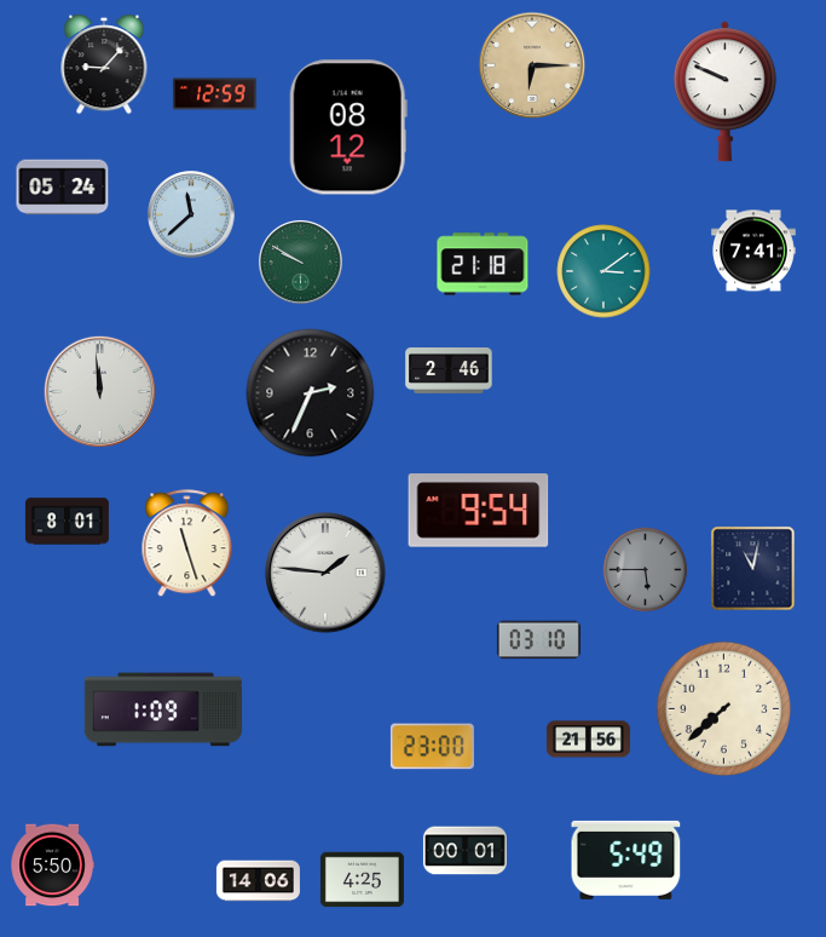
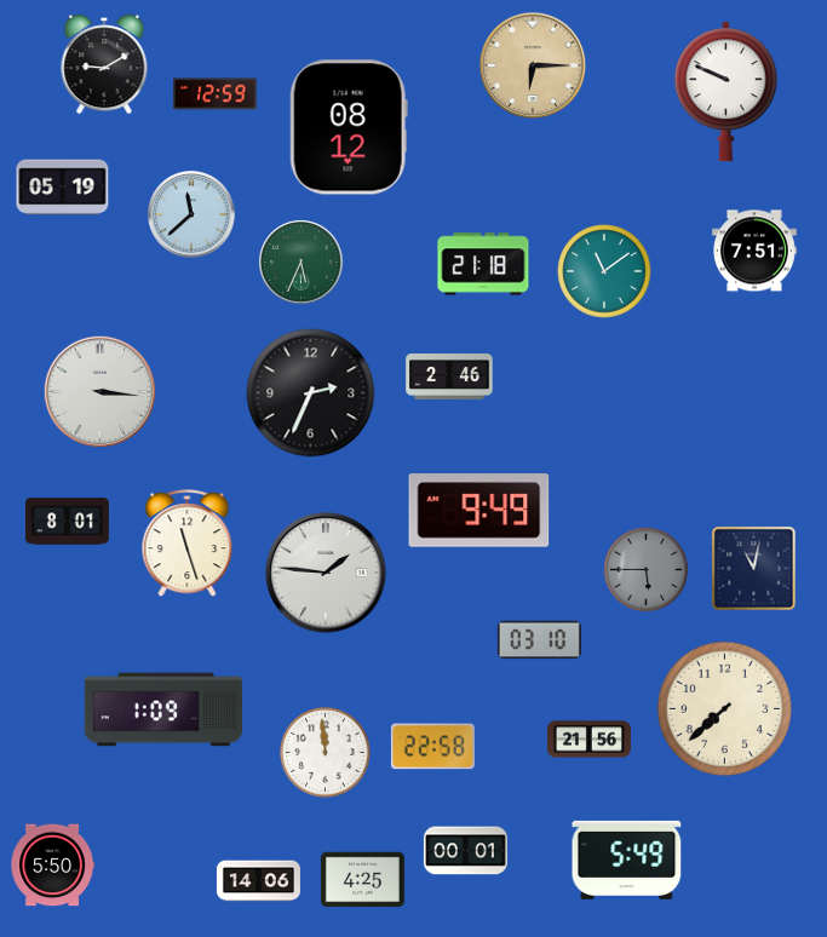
clock at (104, 64): 9:07 -> 9:10
clock at (63, 188): 05:24 -> 05:19
clock at (755, 251): 7:41 -> 7:51
clock at (301, 263): 9:50 -> 5:34
clock at (603, 271): 3:09 -> 11:09
clock at (449, 372) position: (449, 372) -> (449, 378)
clock at (99, 391): 11:59 -> 3:16
clock at (479, 511): 9:54 -> 9:49
clock at (432, 747): 23:00 -> 22:58
clock at (326, 753): none -> 11:59
